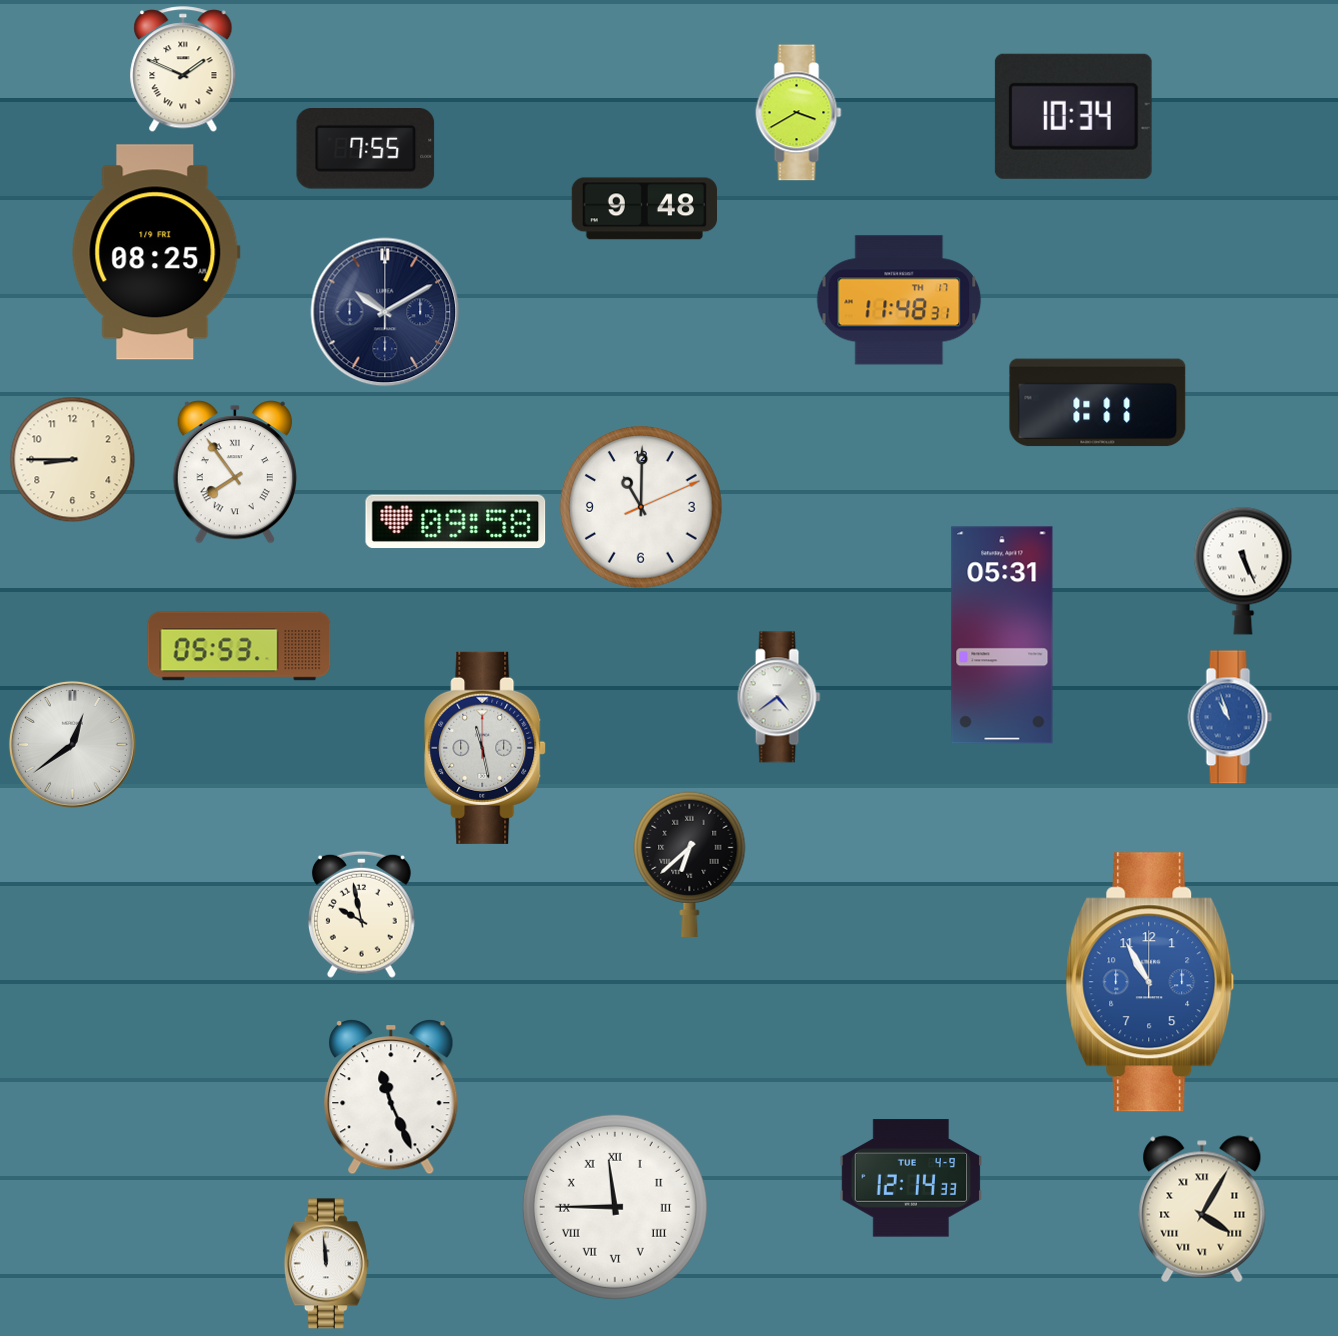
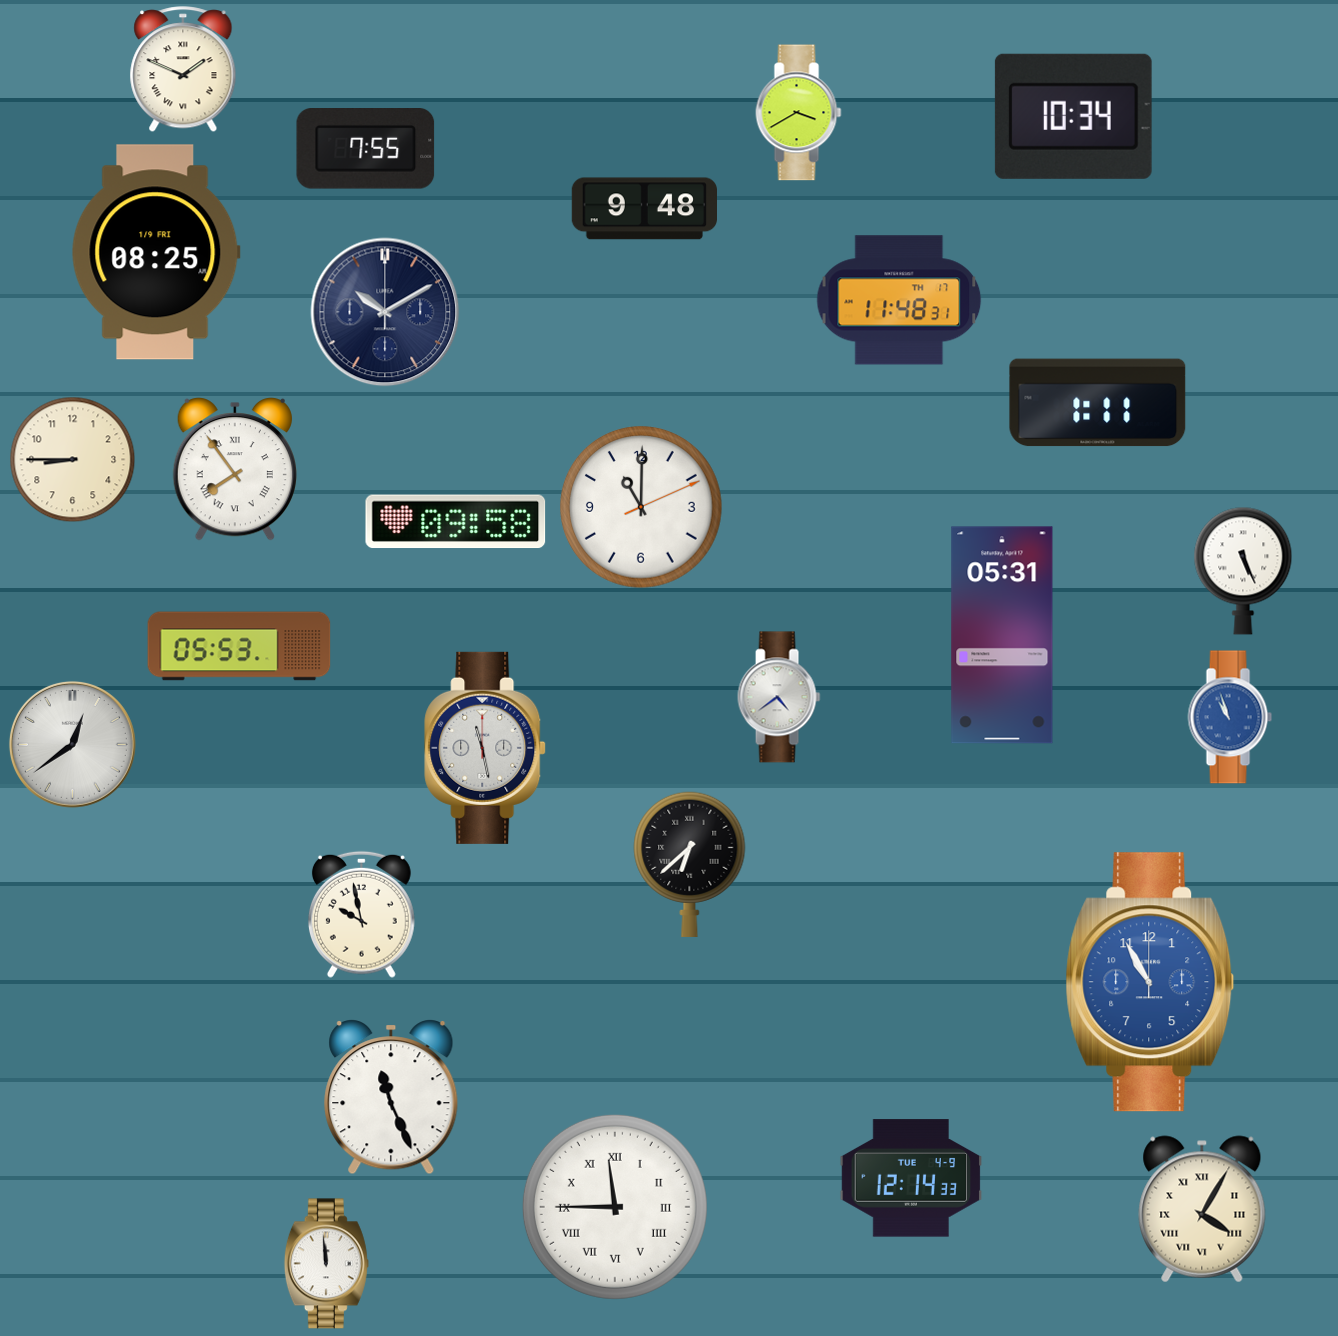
clock at (235, 473) position: (235, 473) -> (235, 470)
